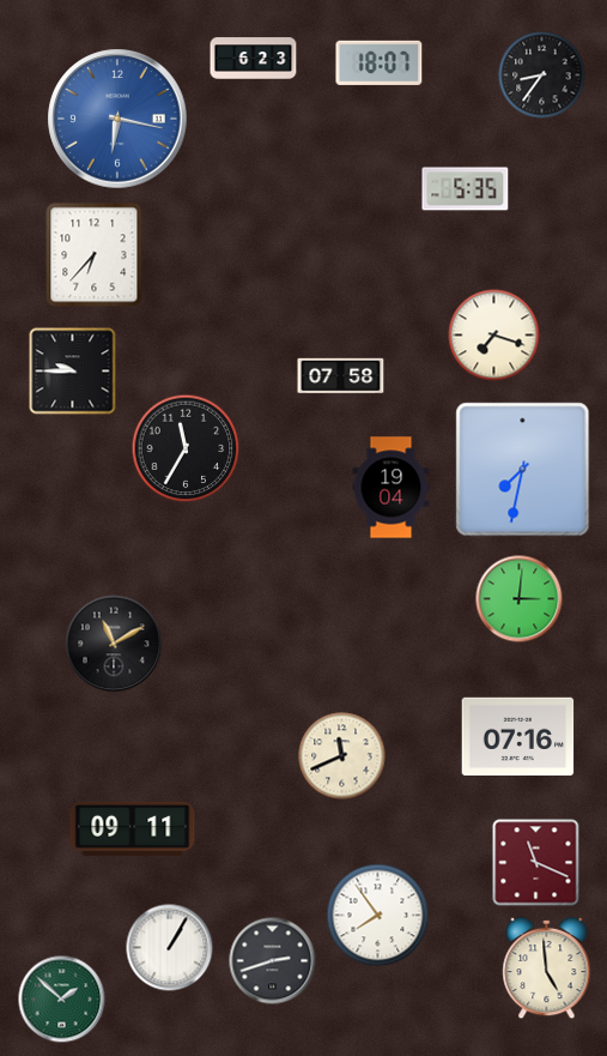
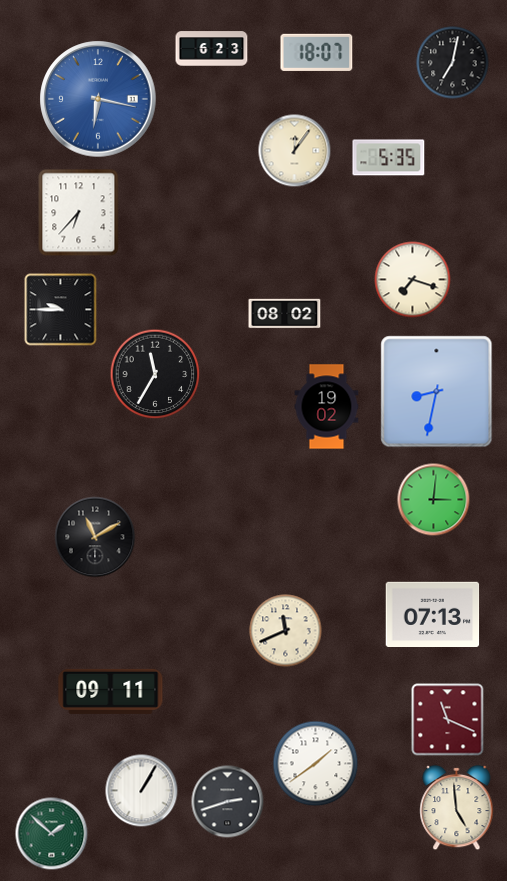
clock at (542, 76): 8:36 -> 7:02
clock at (295, 151): none -> 12:06
clock at (341, 376): 07:58 -> 08:02
clock at (523, 470): 7:32 -> 8:32
clock at (391, 488): 19:04 -> 19:02
clock at (518, 736): 07:16 -> 07:13
clock at (378, 916): 7:54 -> 1:39
